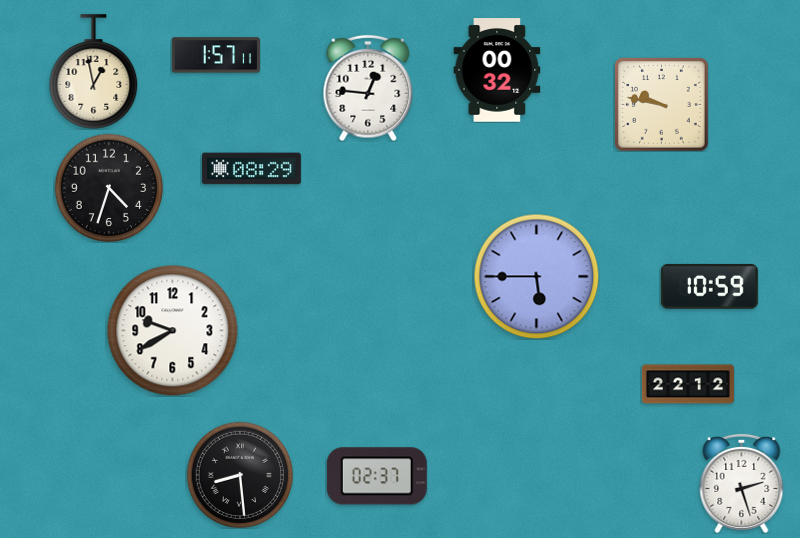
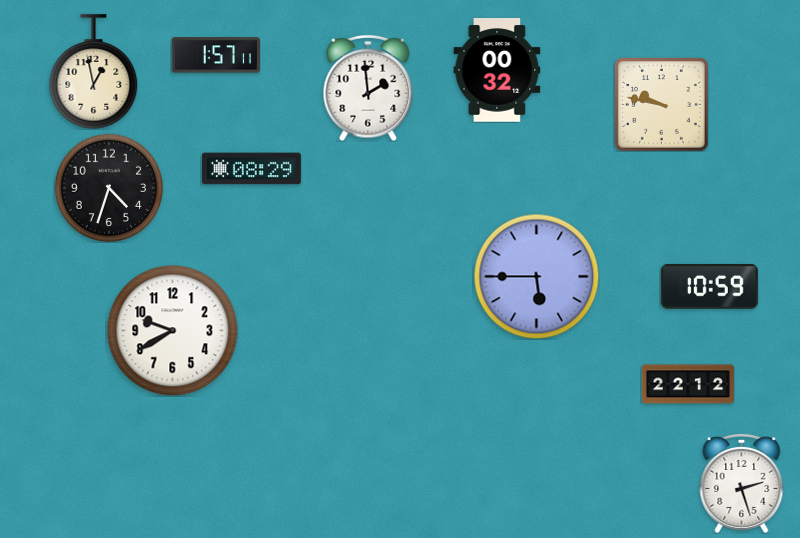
clock at (368, 88): 12:46 -> 1:59
clock at (239, 474): 8:29 -> none
clock at (377, 476): 02:37 -> none
